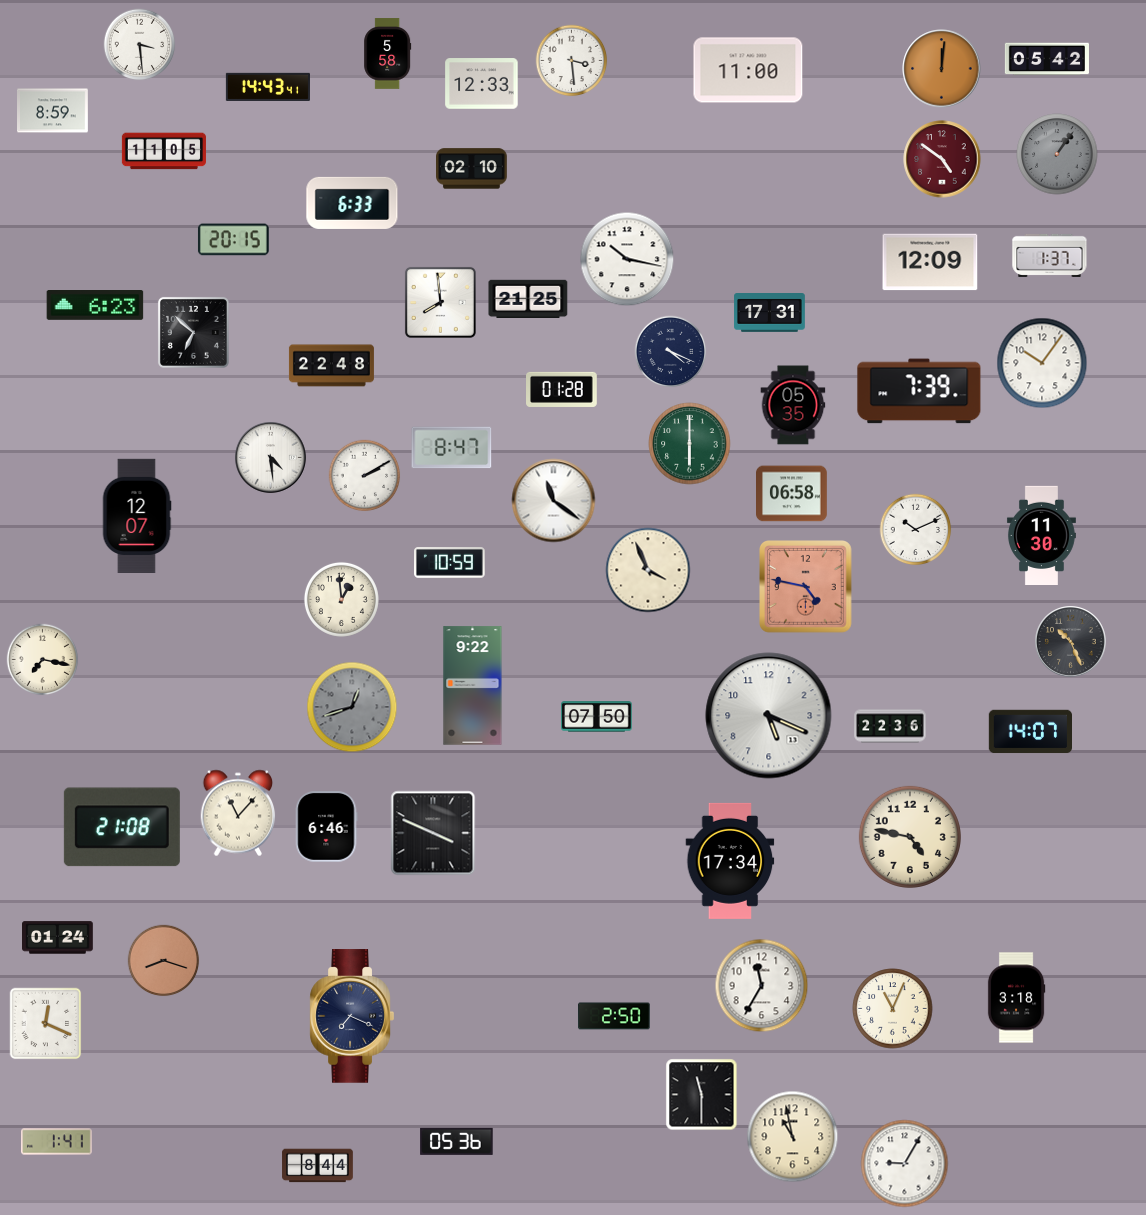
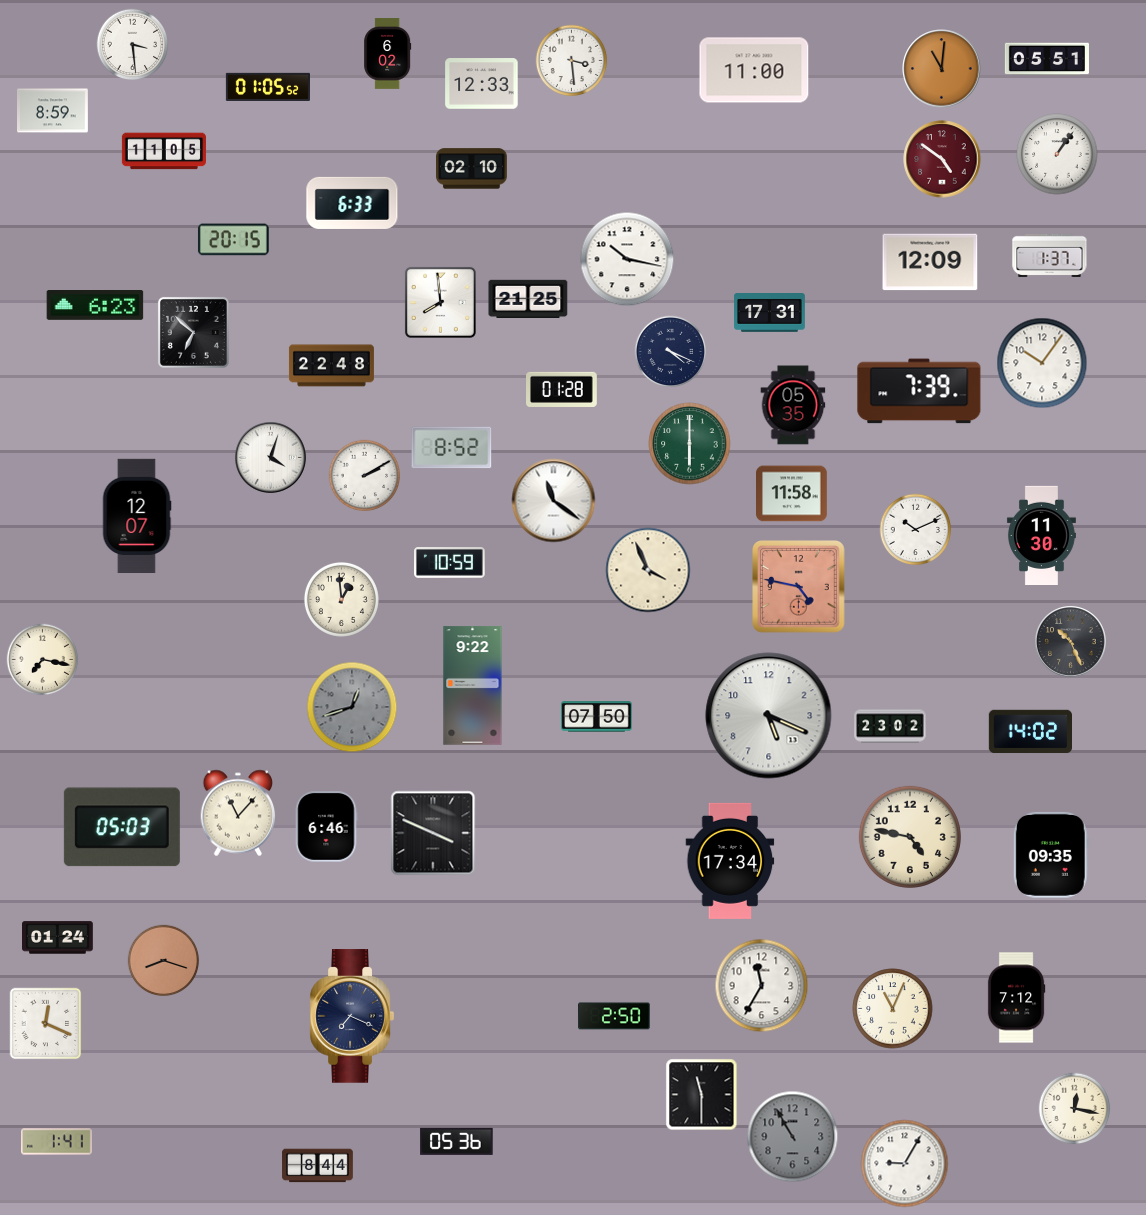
clock at (140, 45) position: (140, 45) -> (133, 45)
clock at (388, 54): 5:58 -> 6:02
clock at (1047, 59): 05:42 -> 05:51
clock at (942, 69): 12:01 -> 11:01
clock at (748, 70) position: (748, 70) -> (754, 70)
clock at (268, 86): 14:43 -> 01:05
clock at (1057, 154) dial: grey -> white
clock at (452, 448): 8:47 -> 8:52
clock at (271, 458): 4:29 -> 4:03
clock at (792, 494): 06:58 -> 11:58
clock at (806, 587) position: (806, 587) -> (799, 587)
clock at (890, 726): 22:36 -> 23:02
clock at (1030, 732): 14:07 -> 14:02
clock at (122, 827): 21:08 -> 05:03
clock at (1051, 855): none -> 09:35
clock at (1016, 998): 3:18 -> 7:12
clock at (1075, 1109): none -> 12:17
clock at (793, 1137): 10:58 -> 10:55
clock at (793, 1137) dial: cream -> grey
